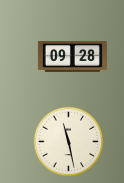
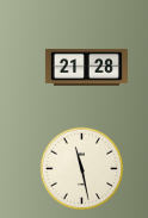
clock at (72, 56): 09:28 -> 21:28
